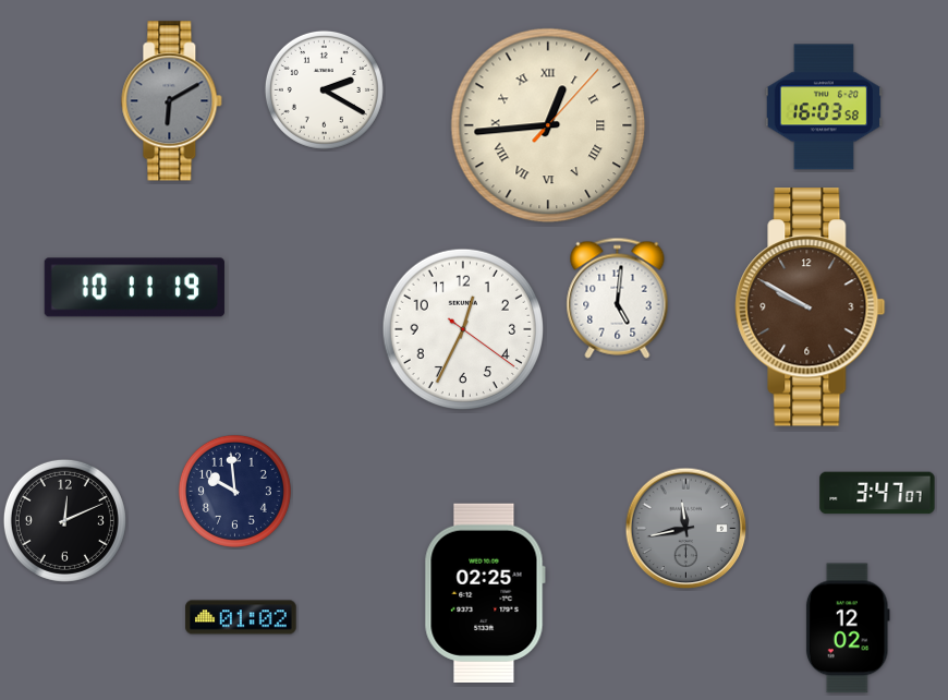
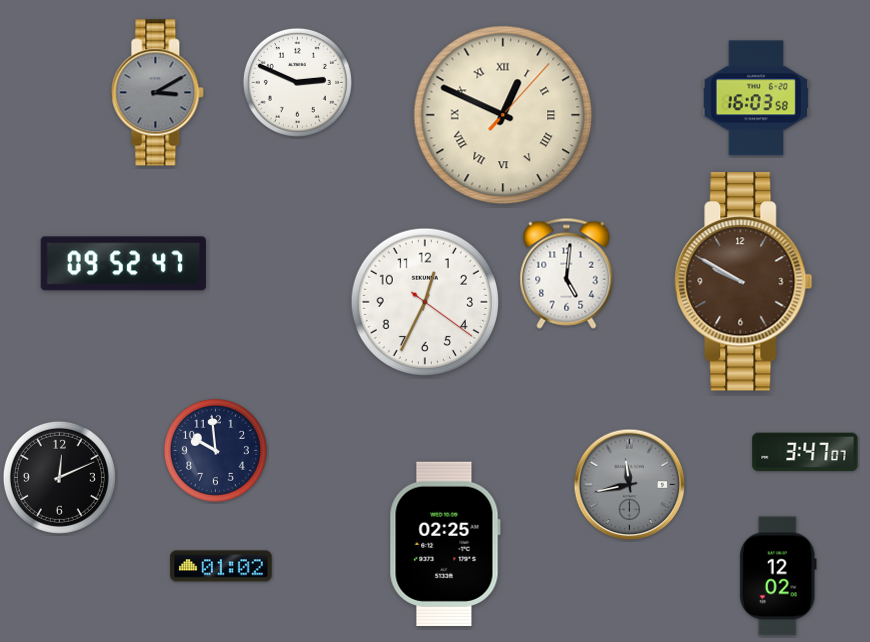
clock at (324, 89): 2:20 -> 2:49
clock at (172, 101): 6:10 -> 3:10
clock at (548, 125): 12:44 -> 12:49
clock at (134, 288): 10:11 -> 09:52
